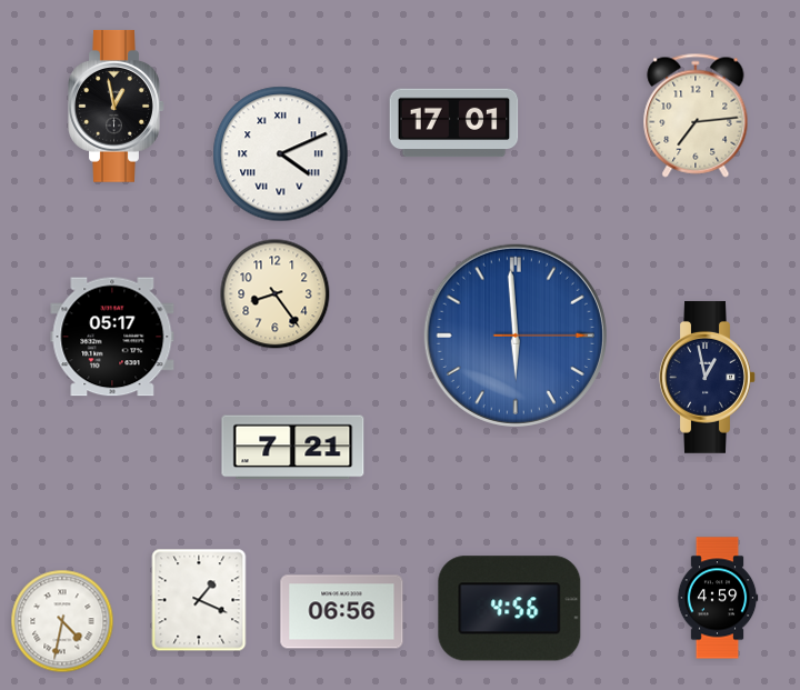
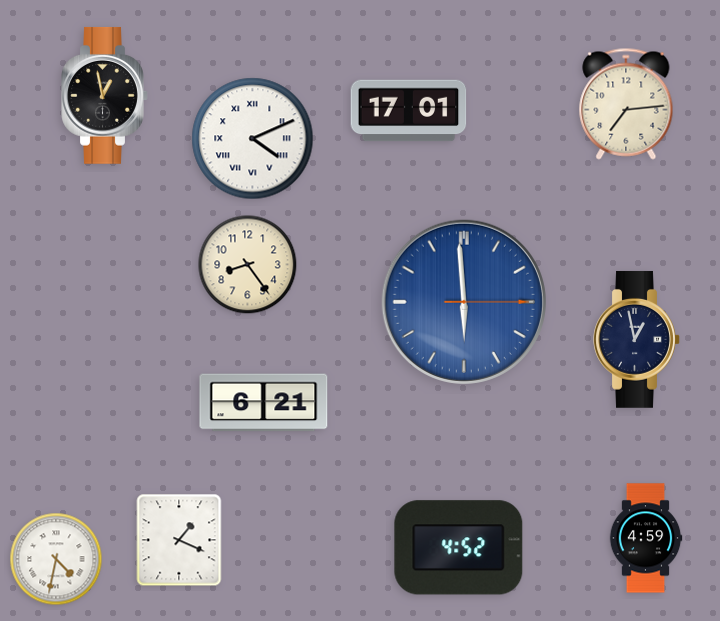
clock at (112, 337): 05:17 -> none
clock at (293, 448): 7:21 -> 6:21
clock at (510, 609): 4:56 -> 4:52
clock at (342, 612): 06:56 -> none
